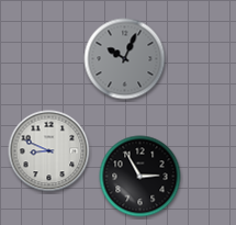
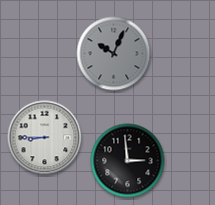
clock at (49, 151): 8:49 -> 8:45
clock at (141, 177): 2:55 -> 2:59
